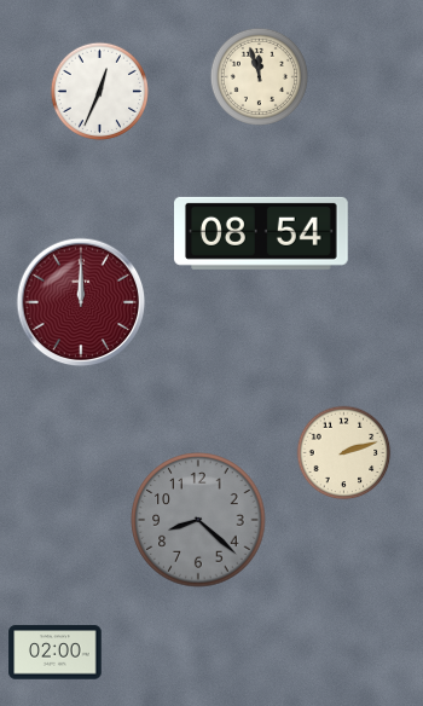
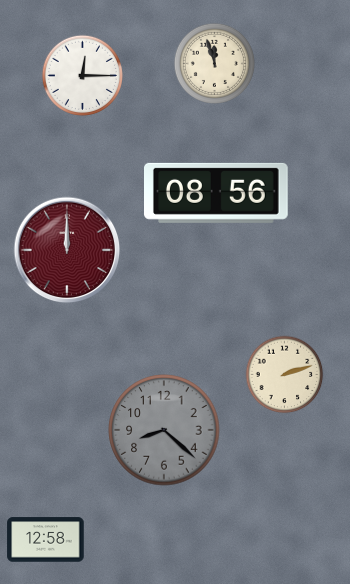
clock at (99, 91): 12:34 -> 12:15
clock at (262, 233): 08:54 -> 08:56
clock at (56, 653): 02:00 -> 12:58
